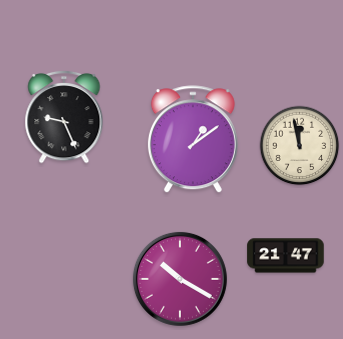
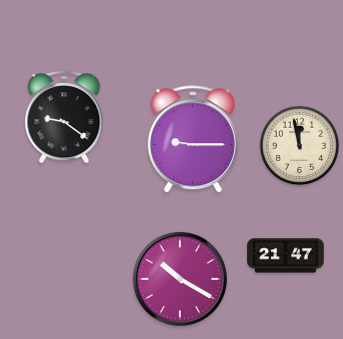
clock at (64, 117): 9:26 -> 9:21
clock at (193, 140): 1:09 -> 9:15
